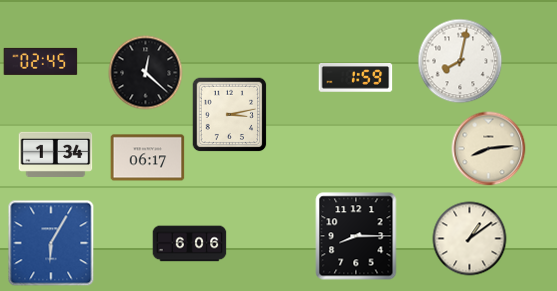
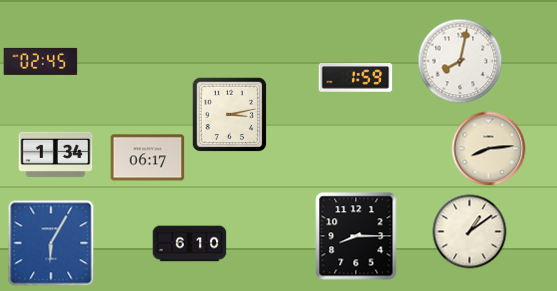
clock at (146, 73): 12:22 -> none
clock at (470, 239) position: (470, 239) -> (470, 232)
clock at (190, 244): 6:06 -> 6:10
